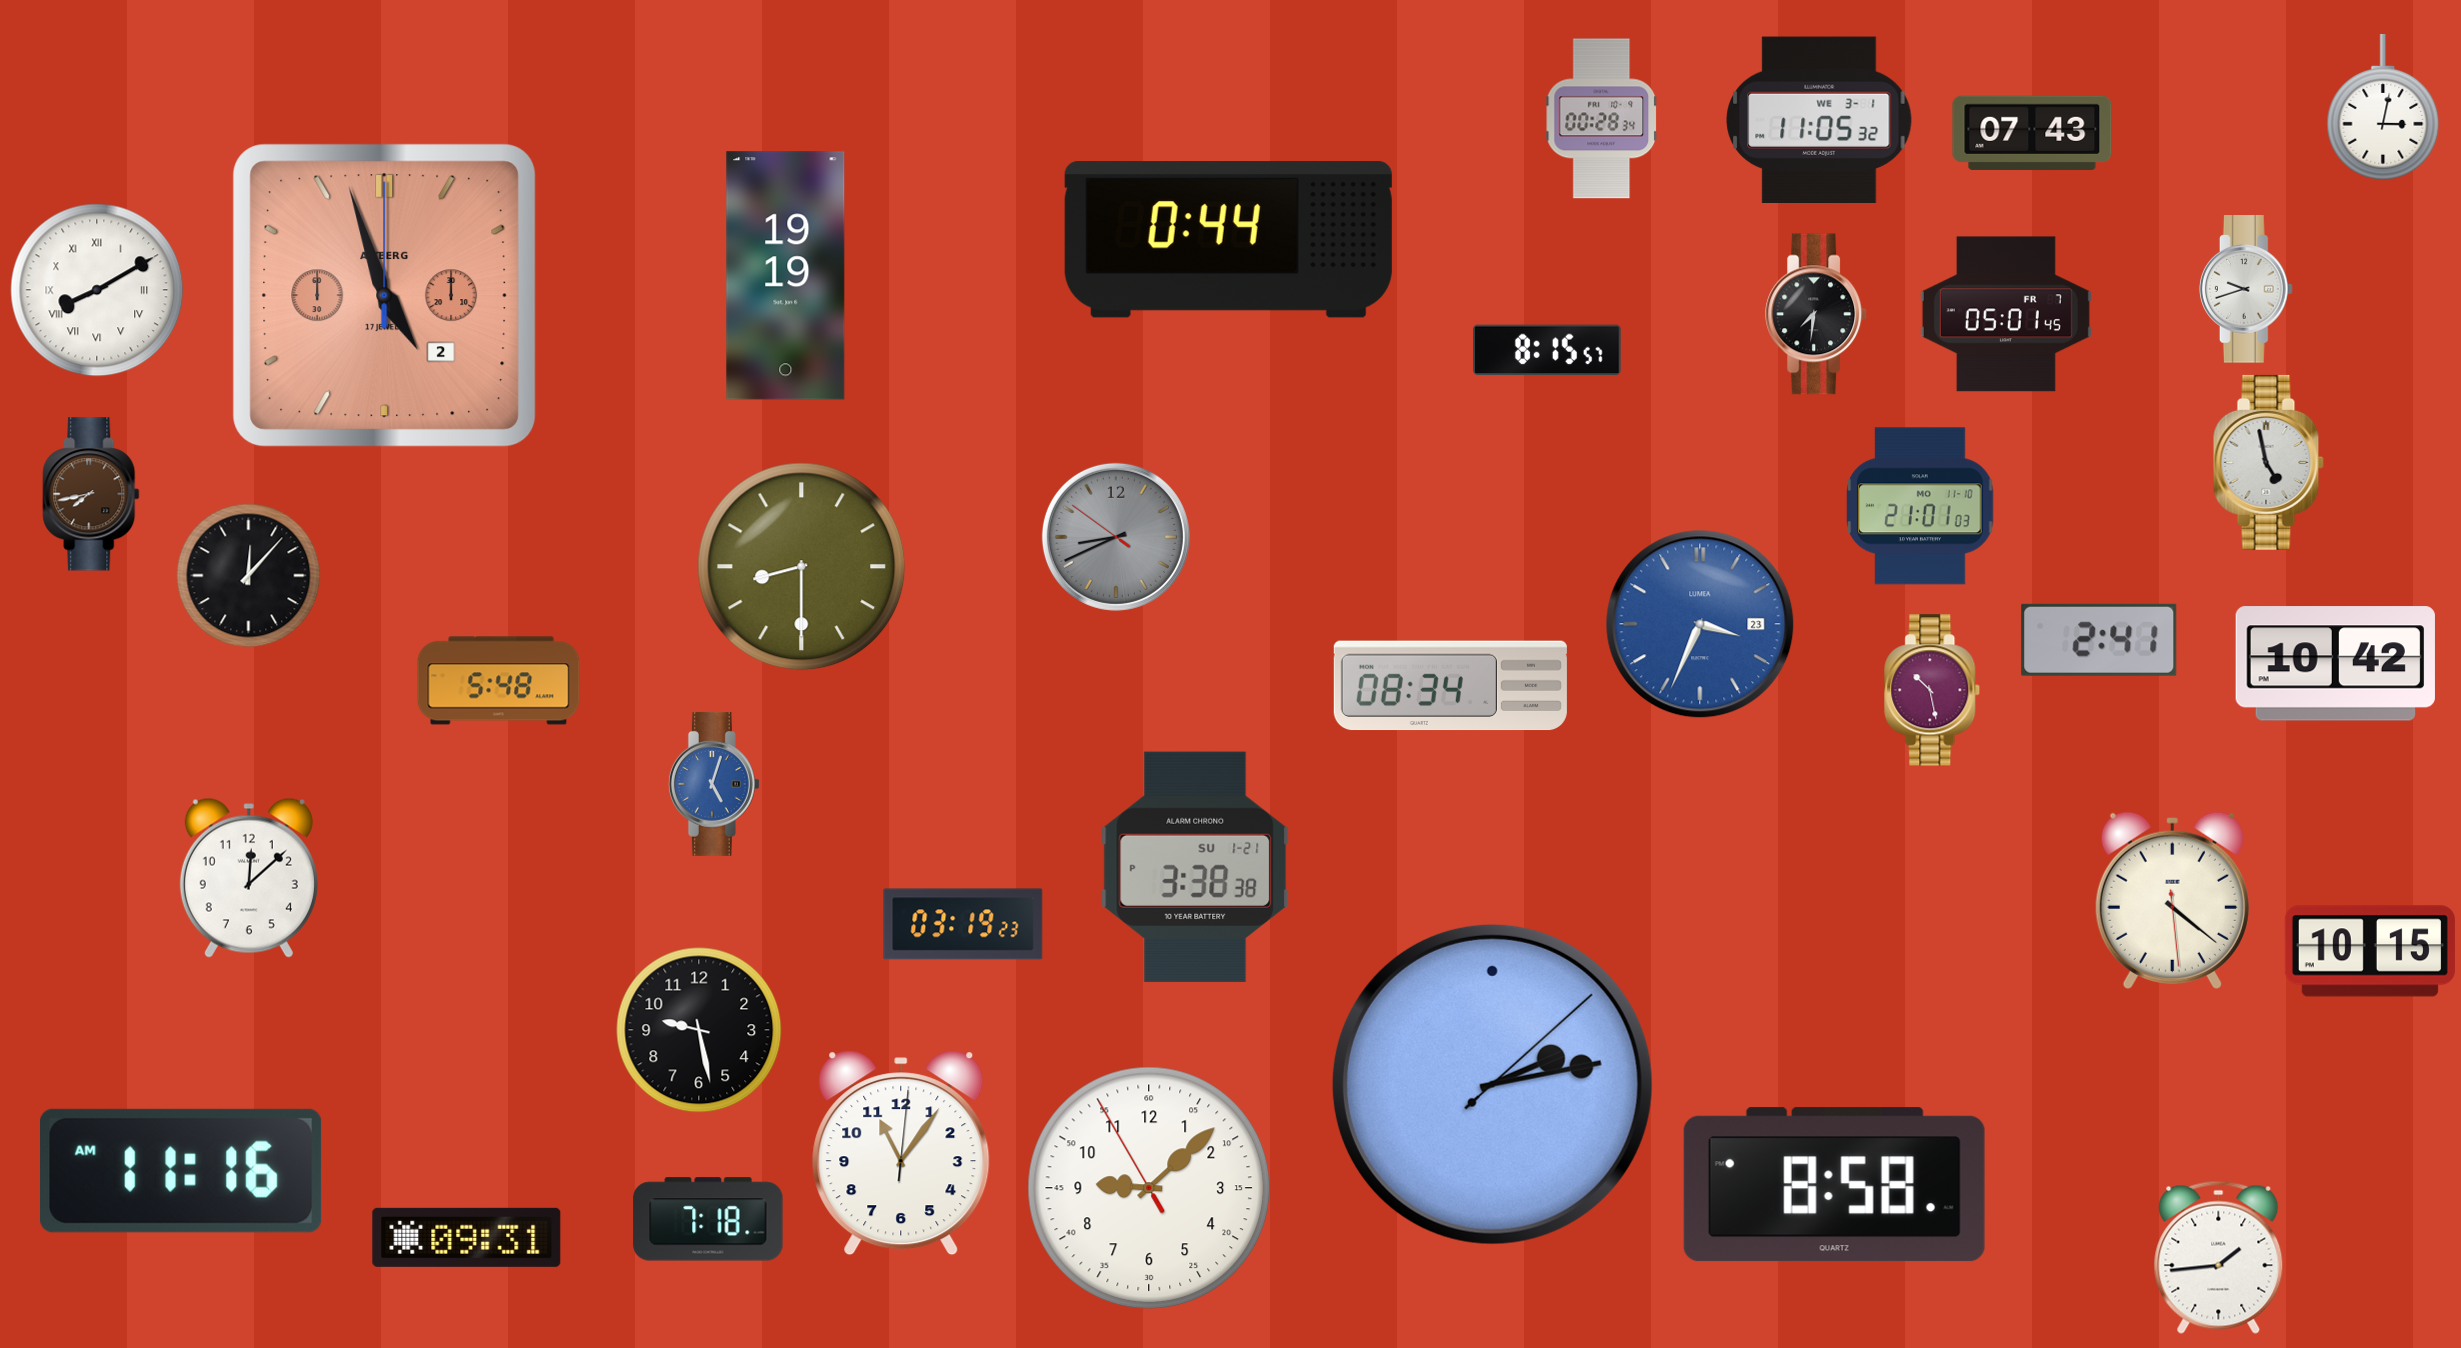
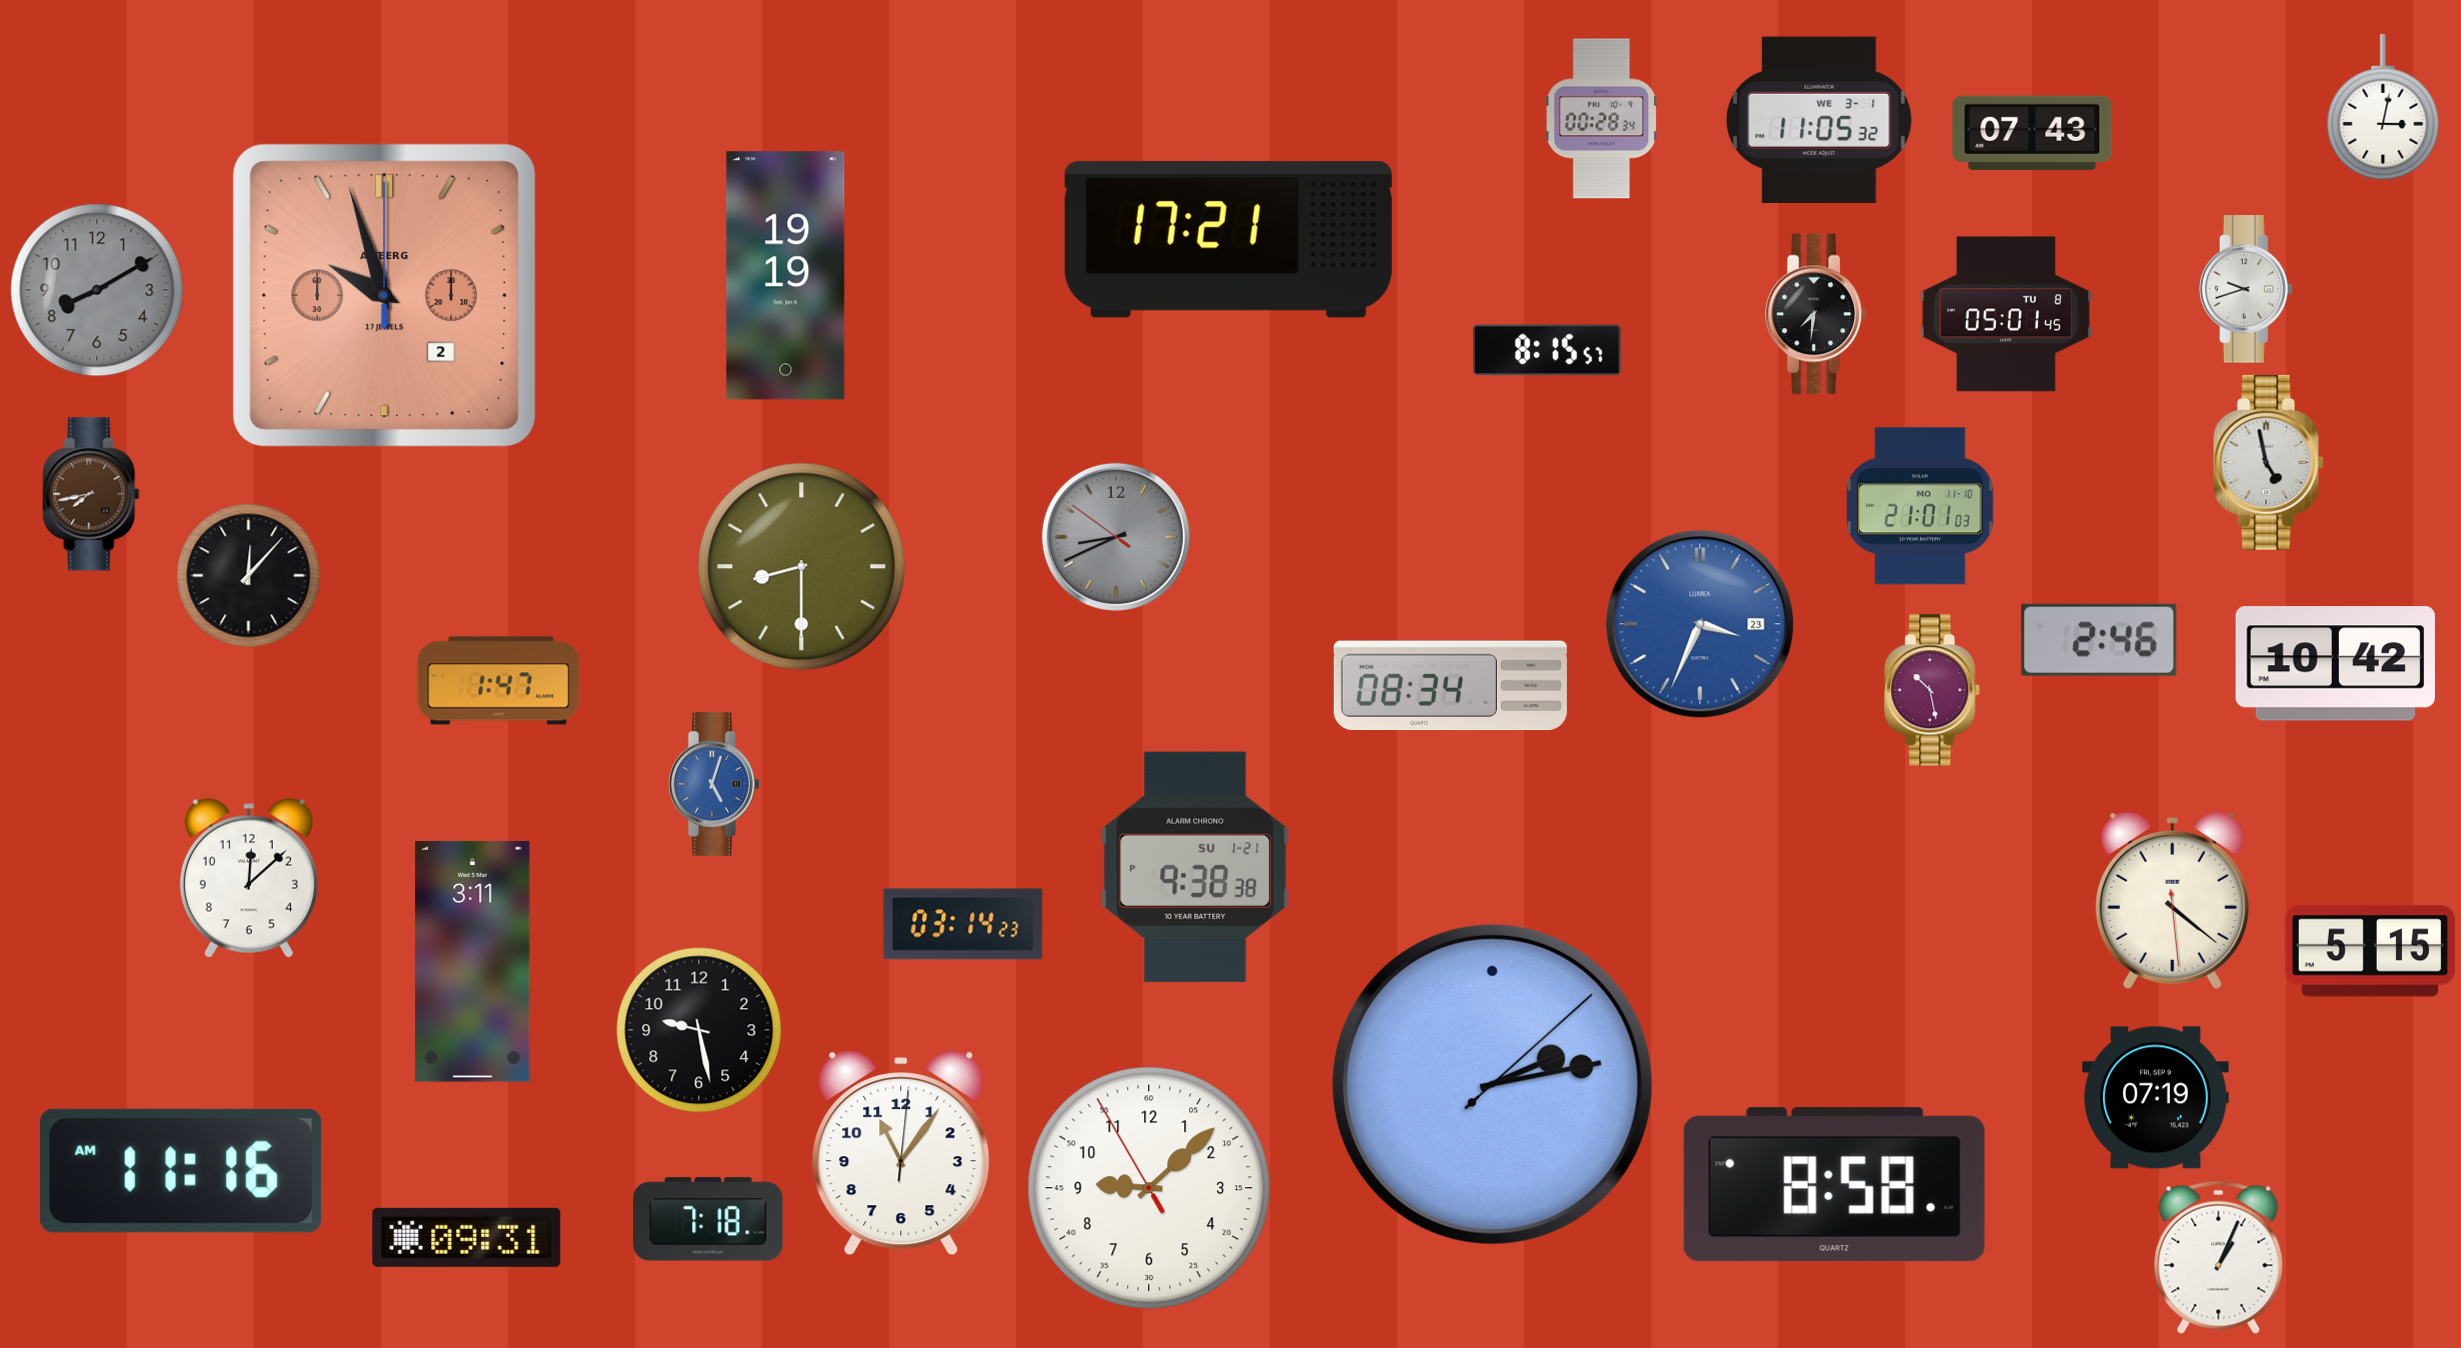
clock at (1228, 240): 0:44 -> 17:21
clock at (97, 290) dial: white -> grey
clock at (97, 290) numerals: Roman -> Arabic
clock at (385, 296): 4:57 -> 9:57
clock at (2006, 314) date: FR 7 -> TU 8
clock at (2099, 640): 2:41 -> 2:46
clock at (499, 681): 5:48 -> 1:47
clock at (1195, 867): 3:38 -> 9:38
clock at (963, 924): 03:19 -> 03:14
clock at (2370, 951): 10:15 -> 5:15
clock at (473, 962): none -> 3:11
clock at (2156, 1098): none -> 07:19
clock at (2219, 1257): 1:44 -> 1:04
